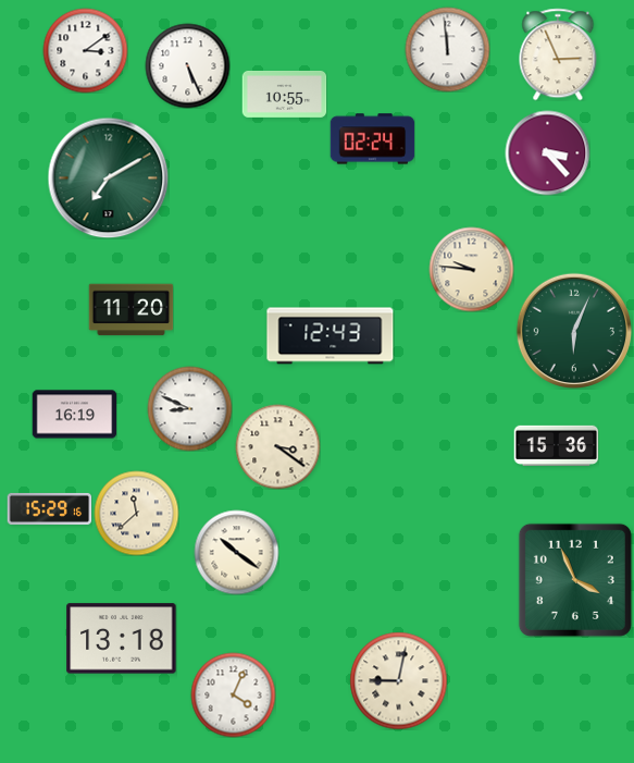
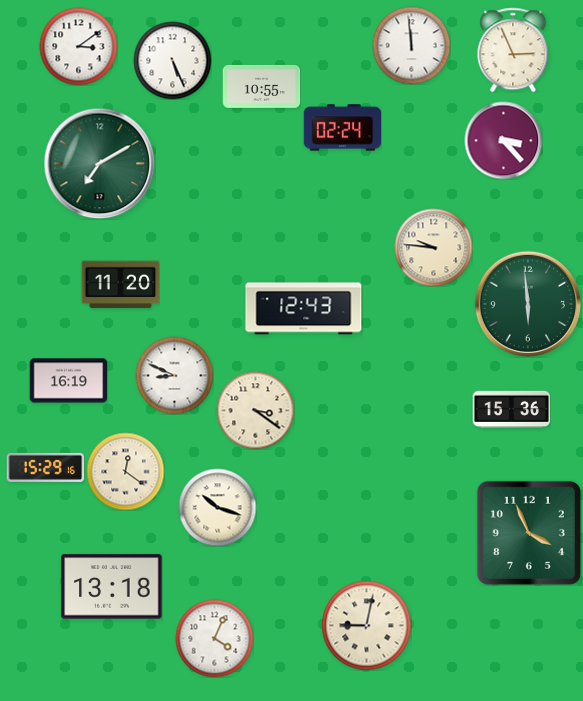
clock at (573, 330): 6:04 -> 5:59
clock at (136, 513): 11:38 -> 12:21
clock at (236, 552): 10:21 -> 10:18
